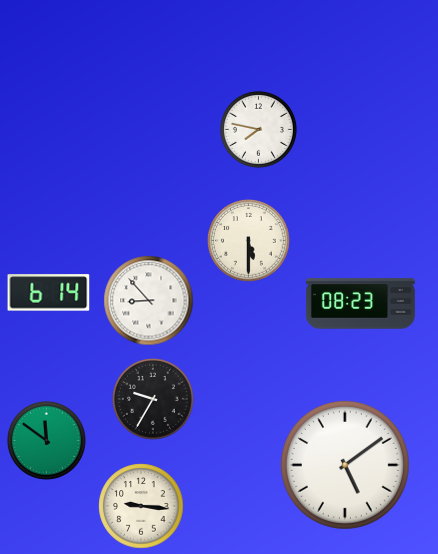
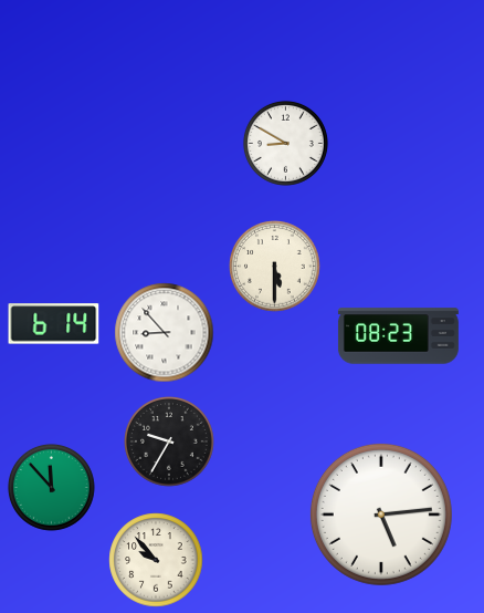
clock at (258, 129): 7:47 -> 8:50
clock at (46, 440): 11:51 -> 11:53
clock at (345, 465): 5:09 -> 5:14
clock at (141, 506): 9:16 -> 9:53
